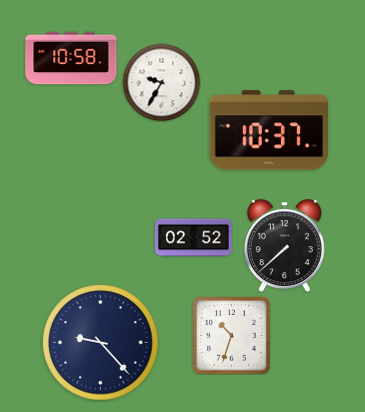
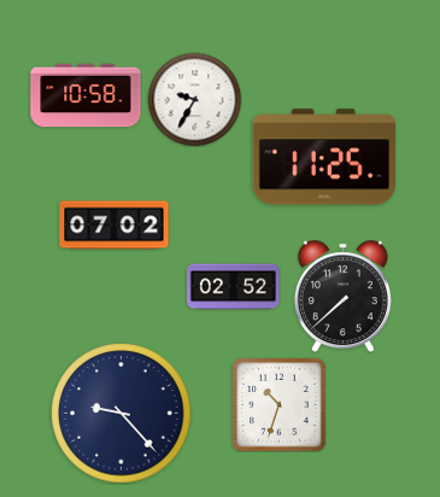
clock at (71, 58) position: (71, 58) -> (86, 95)
clock at (268, 130): 10:37 -> 11:25
clock at (115, 226): none -> 07:02
